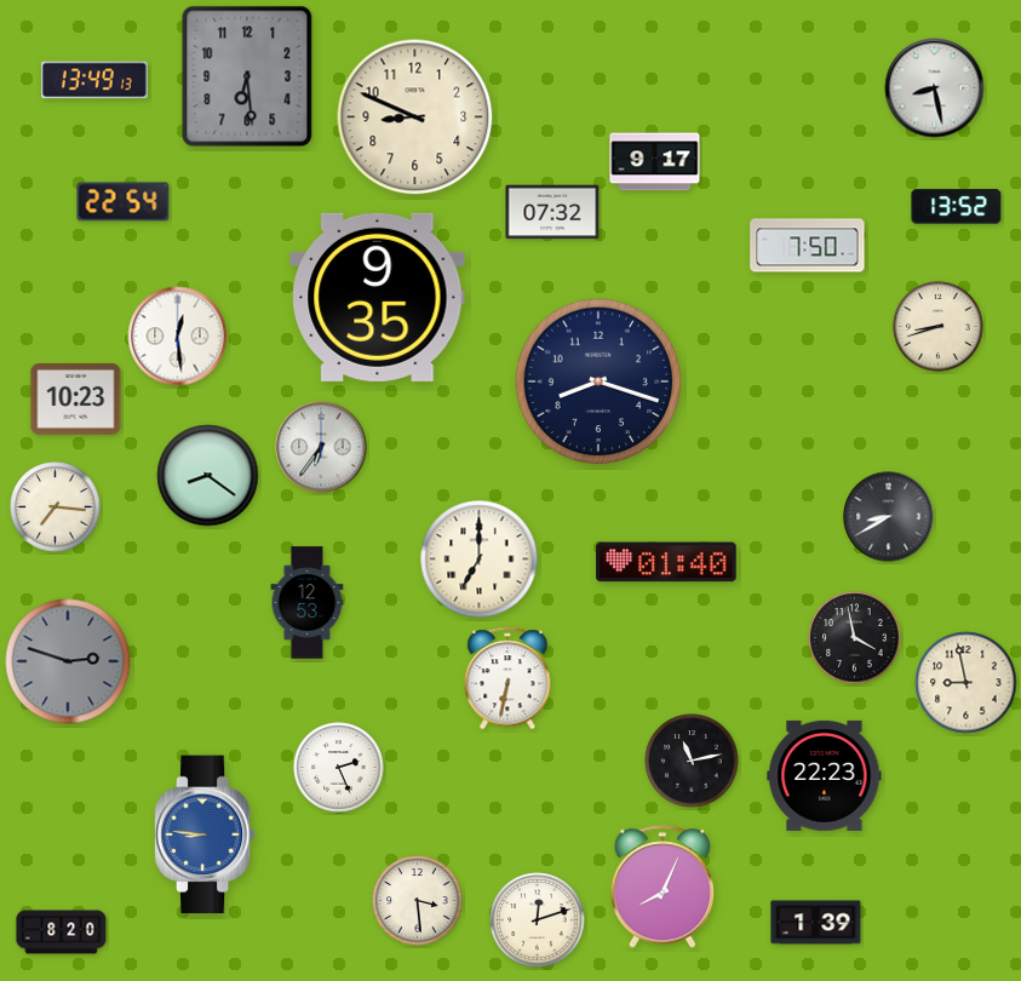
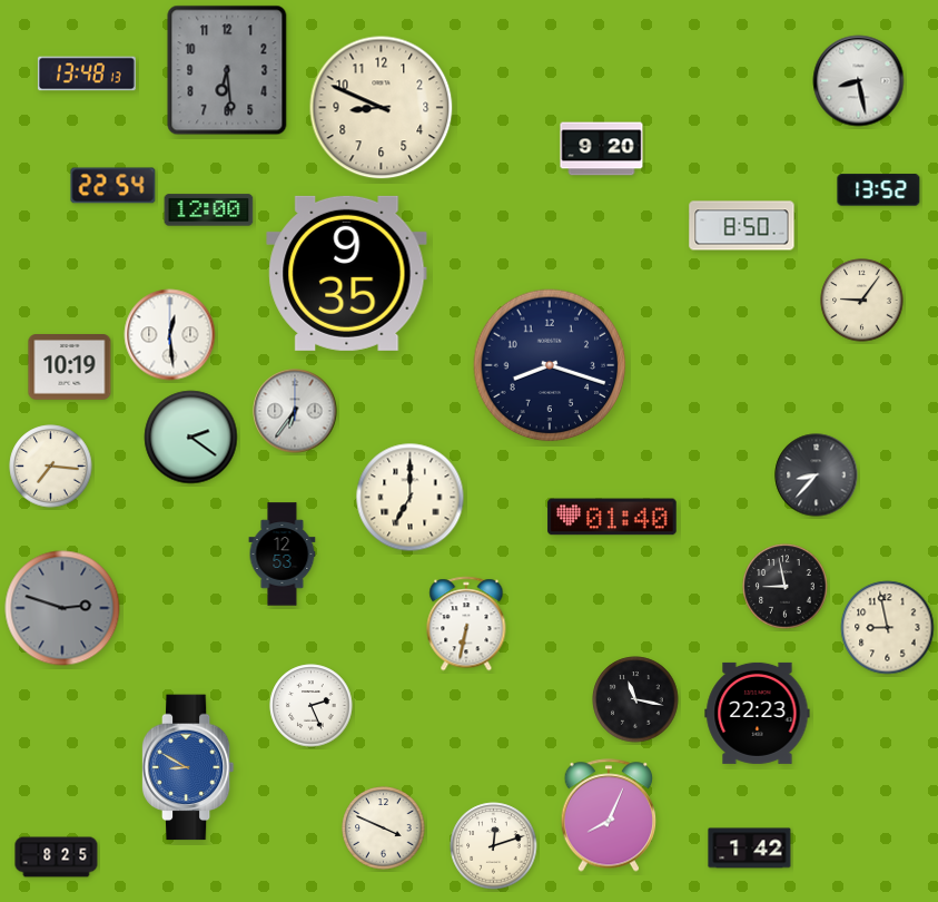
clock at (94, 80): 13:49 -> 13:48
clock at (655, 162): 9:17 -> 9:20
clock at (552, 212): 07:32 -> none
clock at (209, 210): none -> 12:00
clock at (808, 246): 7:50 -> 8:50
clock at (939, 327): 8:42 -> 9:06
clock at (178, 337) position: (178, 337) -> (170, 335)
clock at (598, 381) position: (598, 381) -> (550, 365)
clock at (76, 400): 10:23 -> 10:19
clock at (208, 476): 8:21 -> 2:21
clock at (889, 517): 8:40 -> 8:37
clock at (480, 560) position: (480, 560) -> (411, 498)
clock at (855, 638): 3:58 -> 8:58
clock at (692, 761): 11:13 -> 11:17
clock at (205, 834): 8:46 -> 8:50
clock at (418, 901): 3:29 -> 3:49
clock at (816, 923): 1:39 -> 1:42
clock at (62, 933): 8:20 -> 8:25
